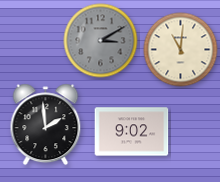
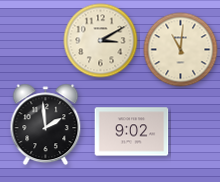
clock at (101, 41) dial: grey -> cream
